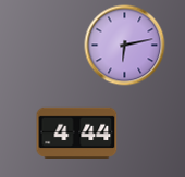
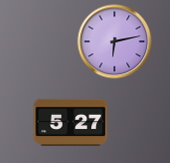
clock at (77, 132): 4:44 -> 5:27
